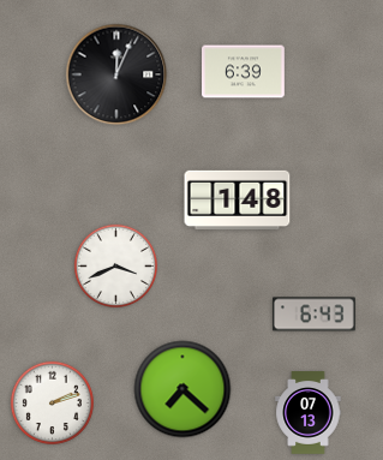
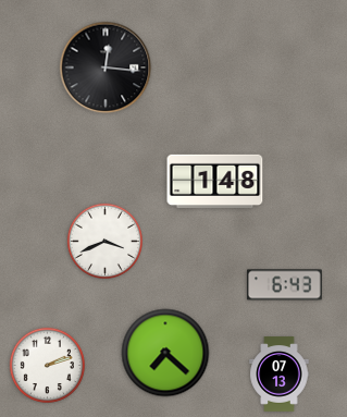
clock at (244, 72): 6:39 -> none
clock at (116, 74): 12:04 -> 12:16
